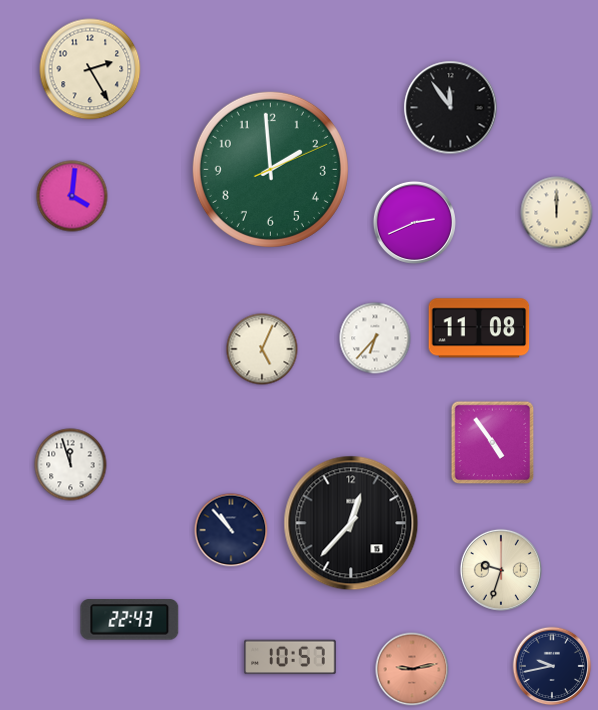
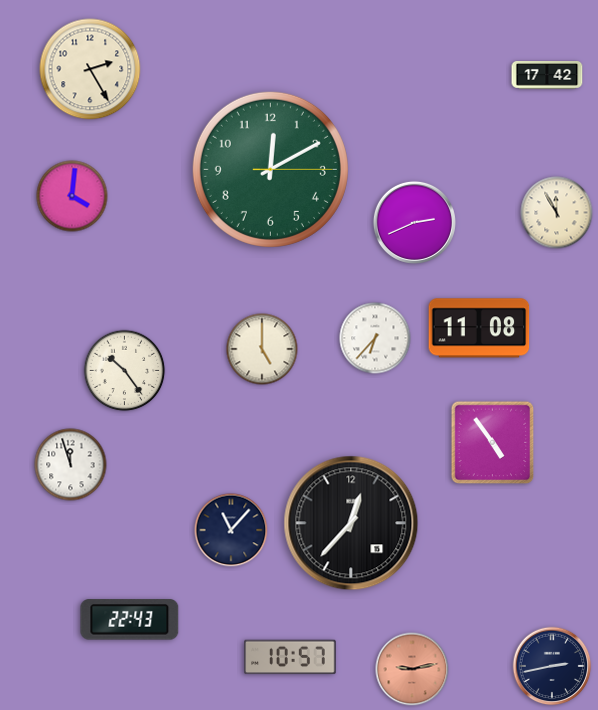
clock at (547, 76): none -> 17:42
clock at (451, 108): 11:54 -> none
clock at (270, 169): 1:59 -> 12:10
clock at (557, 213): 12:00 -> 11:55
clock at (262, 349): 5:04 -> 5:00
clock at (125, 371): none -> 10:24
clock at (231, 530): 10:53 -> 11:07
clock at (501, 570): 9:33 -> none
clock at (552, 666): 9:43 -> 2:43
